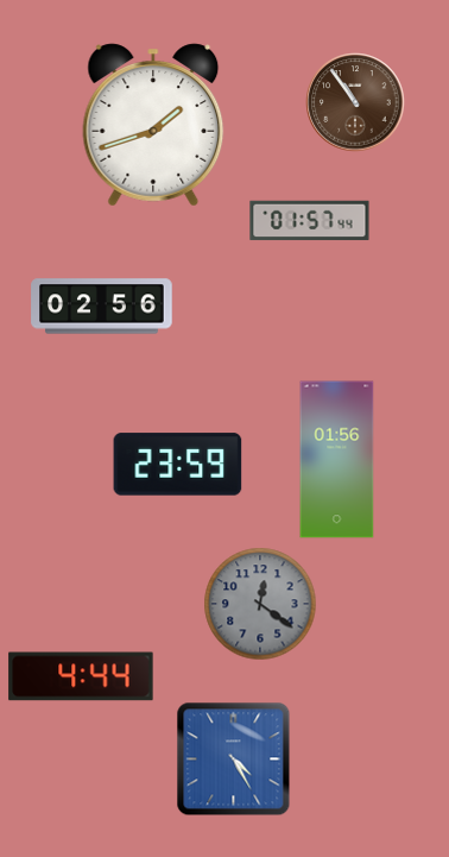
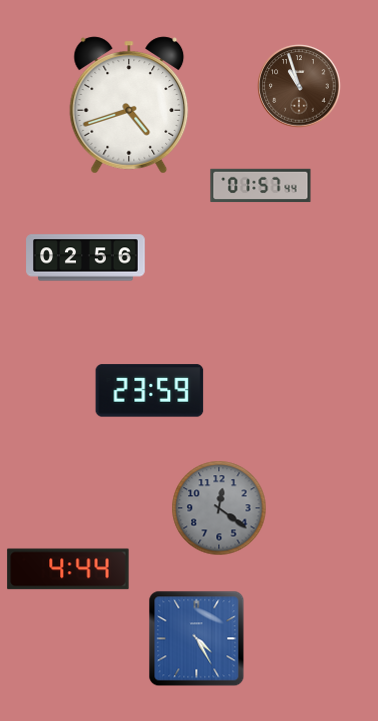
clock at (355, 102): 10:54 -> 10:57
clock at (153, 125): 1:42 -> 4:42
clock at (337, 460): 01:56 -> none
